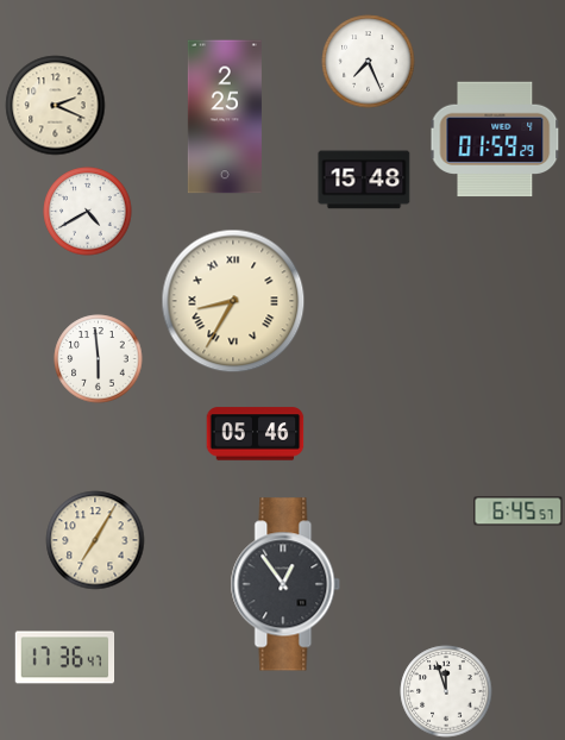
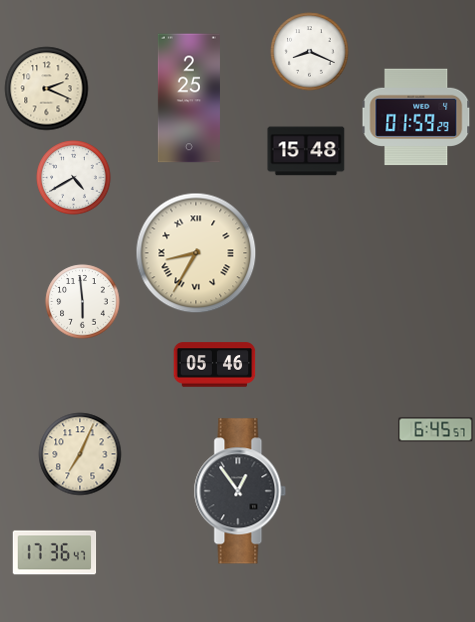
clock at (369, 62): 7:26 -> 8:19
clock at (95, 540): 7:05 -> 7:04
clock at (446, 691): 11:57 -> none
